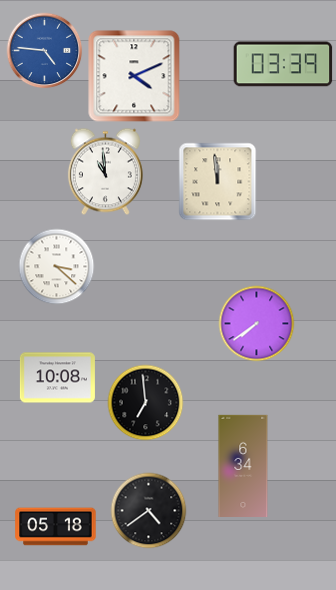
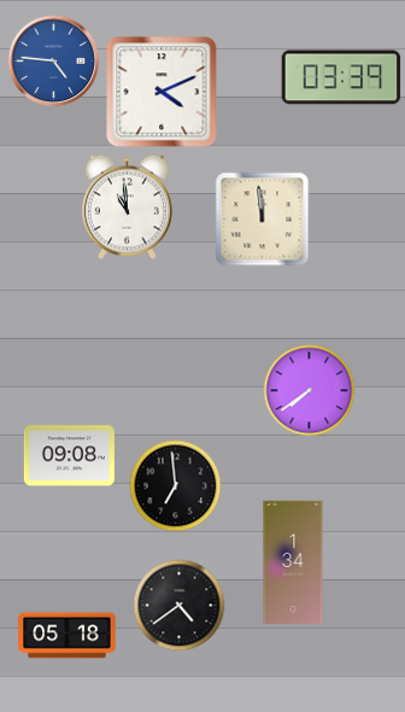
clock at (57, 267): 3:22 -> none
clock at (57, 378): 10:08 -> 09:08
clock at (243, 465): 6:34 -> 1:34
clock at (149, 511) position: (149, 511) -> (180, 606)
